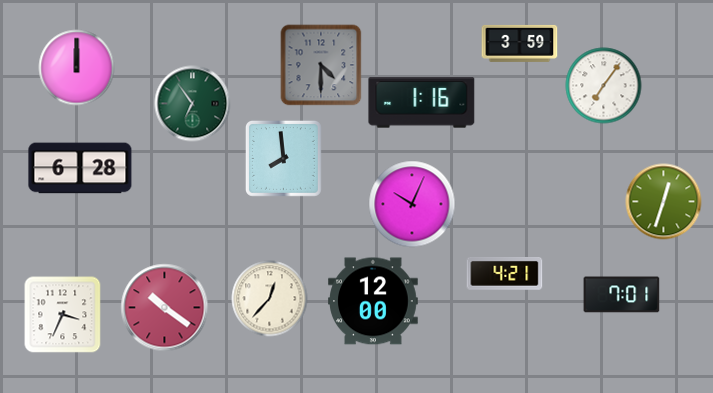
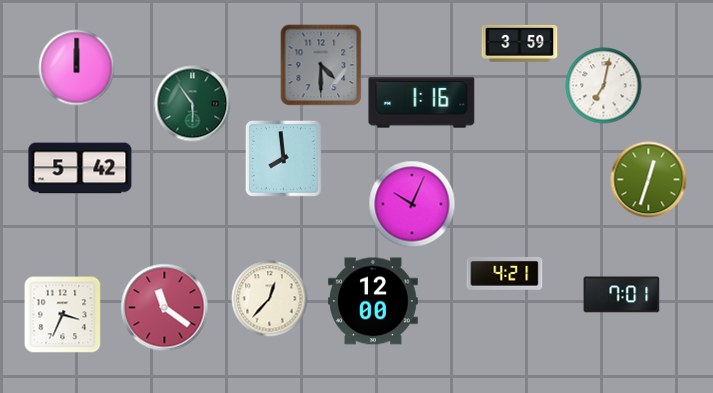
clock at (604, 86): 7:06 -> 7:02
clock at (193, 104): 6:54 -> 5:54
clock at (80, 168): 6:28 -> 5:42
clock at (664, 202) position: (664, 202) -> (649, 180)
clock at (165, 308): 10:21 -> 11:21
